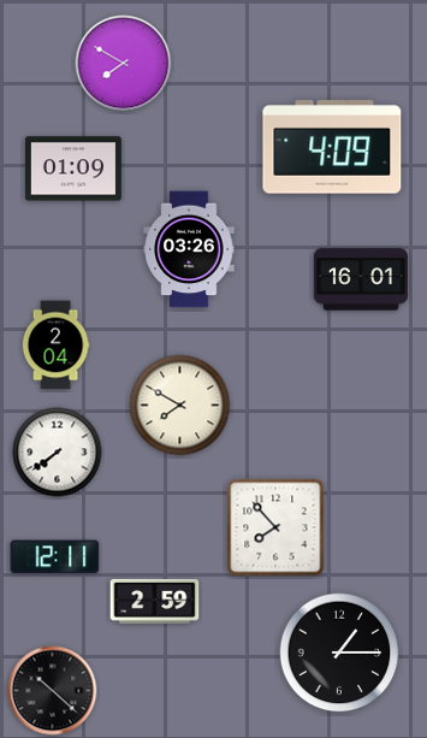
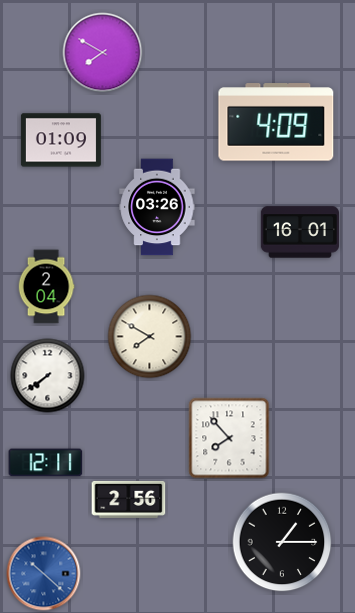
clock at (155, 601): 2:59 -> 2:56
clock at (53, 691) dial: black -> blue
